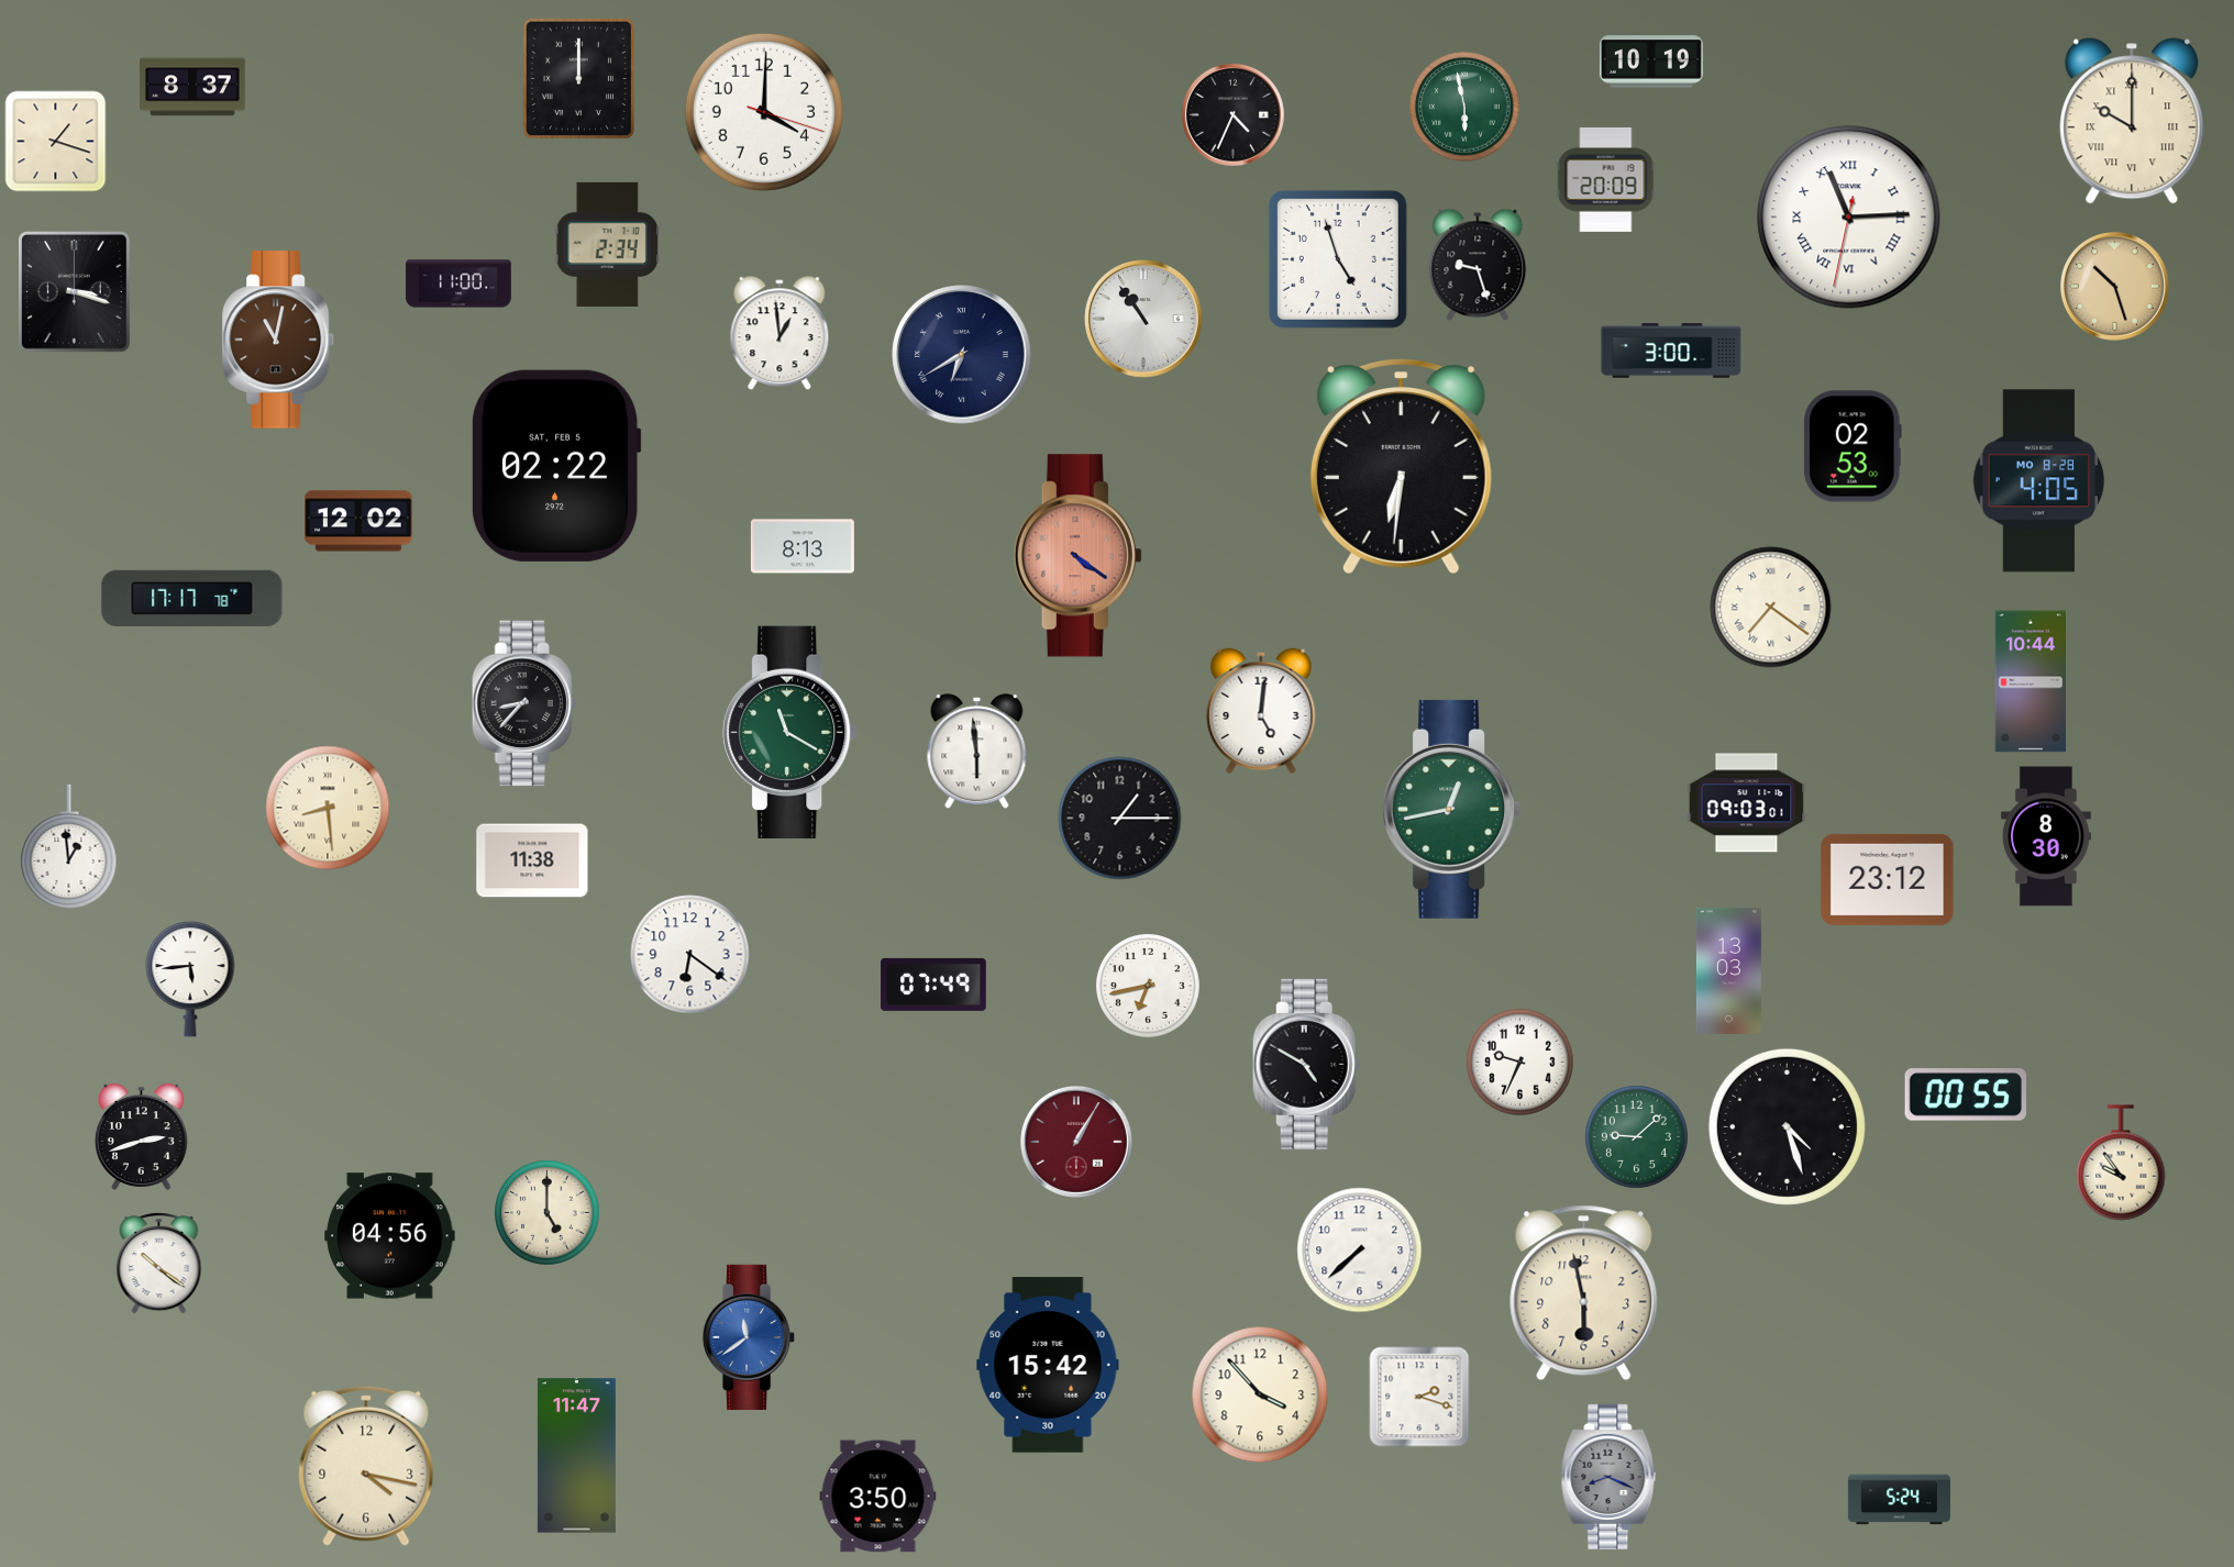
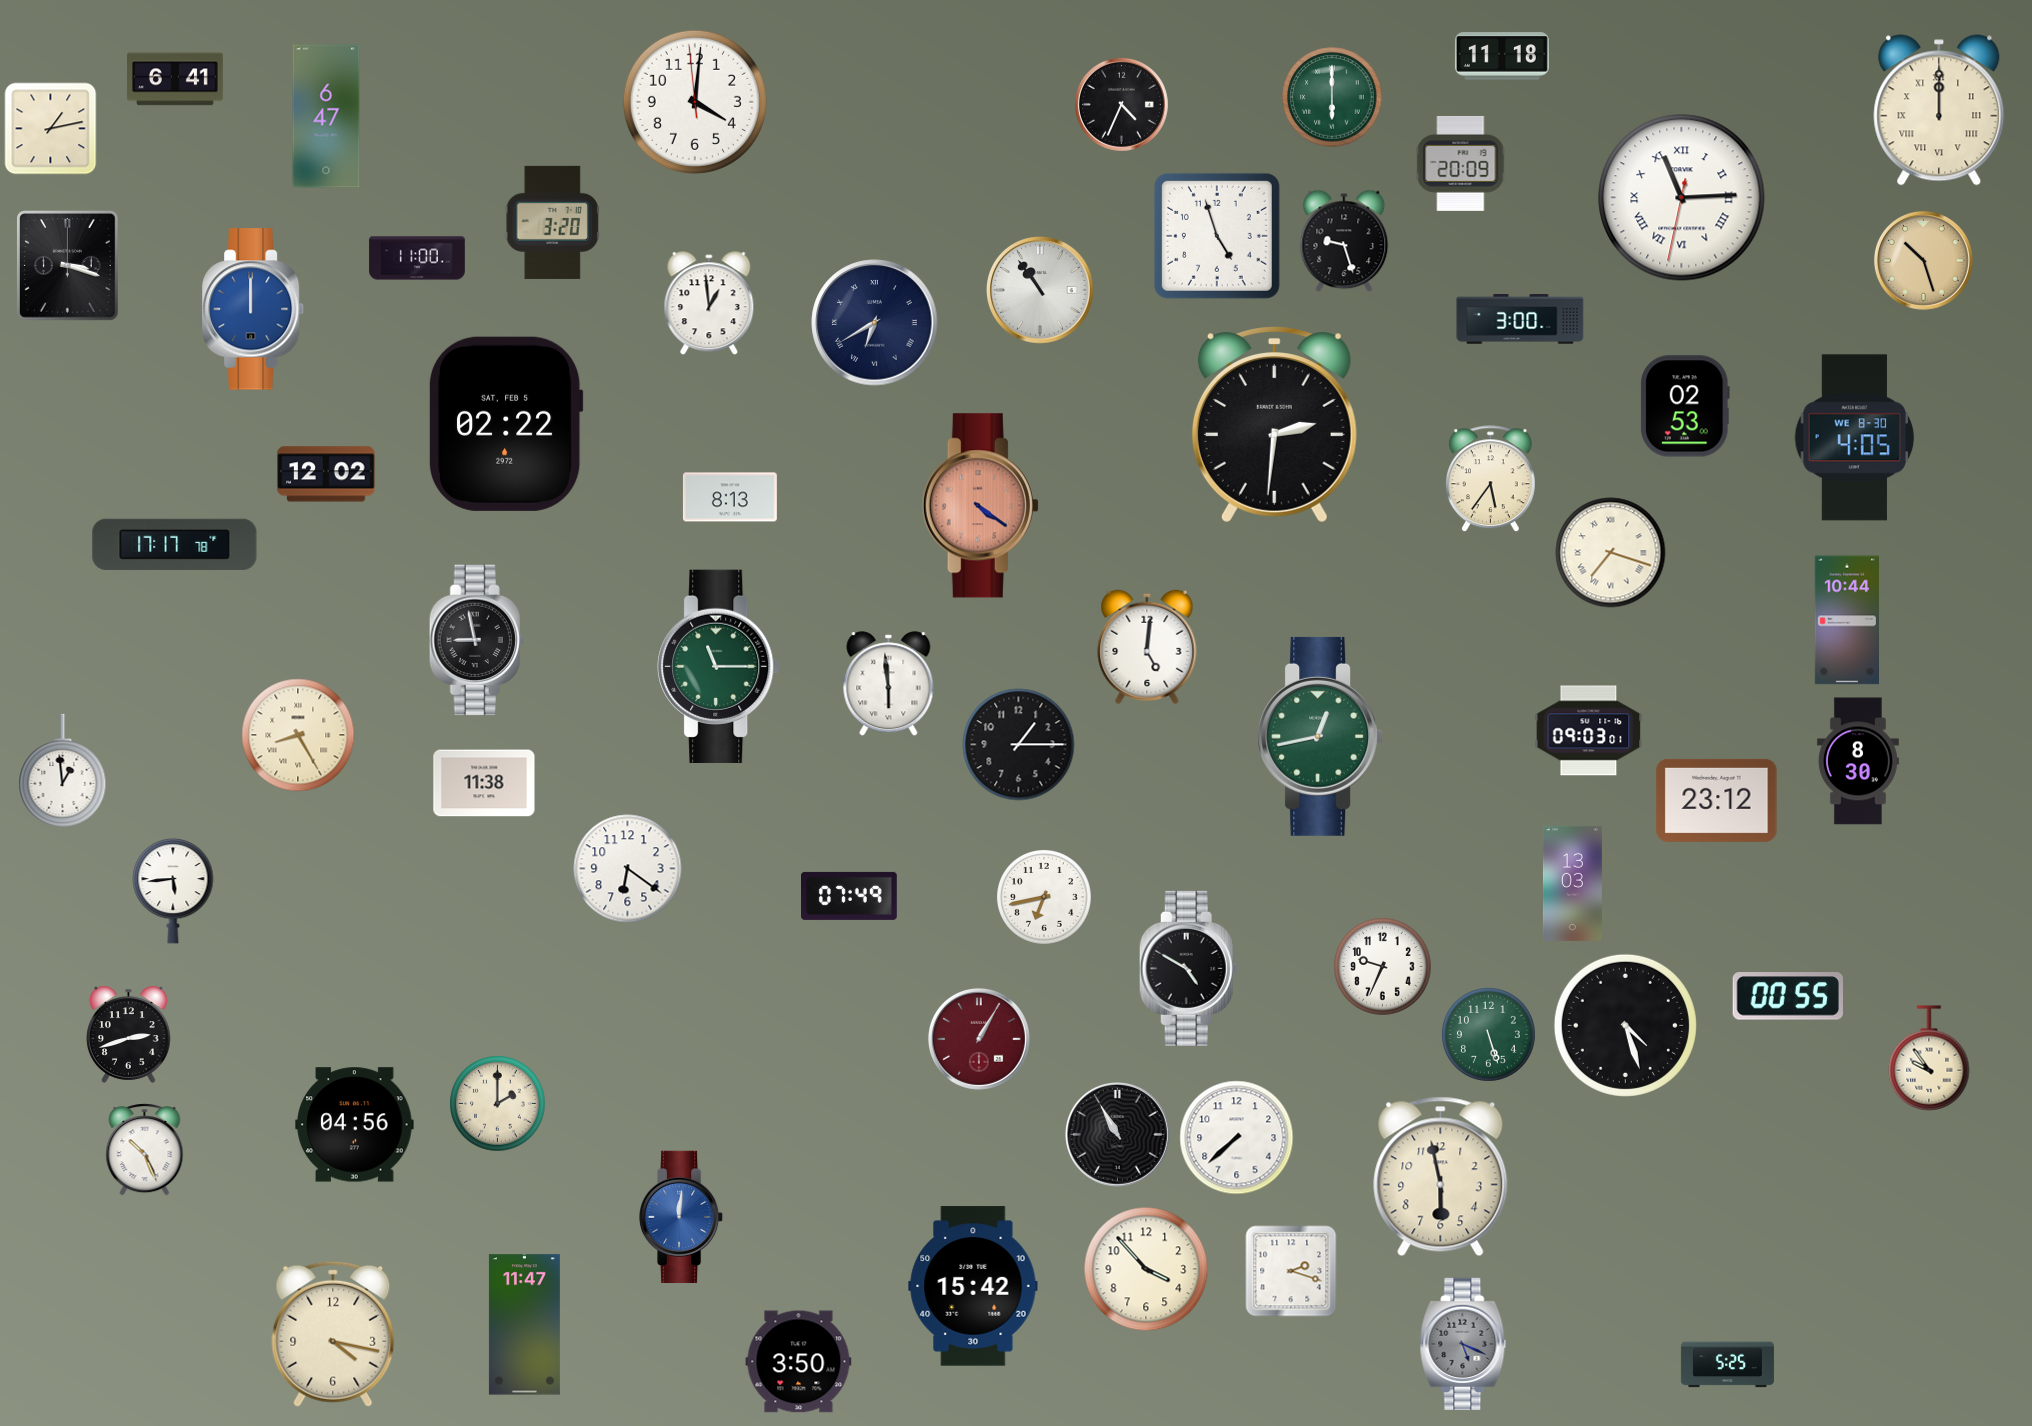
clock at (1651, 62): 10:19 -> 11:18
clock at (578, 78): 12:00 -> none
clock at (192, 87): 8:37 -> 6:41
clock at (1464, 107): 5:58 -> 6:00
clock at (764, 112): 4:00:18 -> 4:00:59
clock at (2132, 121): 10:00 -> 12:00
clock at (326, 116): none -> 6:47
clock at (56, 142): 1:18 -> 1:13
clock at (607, 244): 2:34 -> 3:20
clock at (279, 340): 11:02 -> 12:00
clock at (279, 340) dial: brown -> blue
clock at (1401, 467): 6:31 -> 2:31
clock at (2039, 481) date: MO 8-28 -> WE 8-30
clock at (1490, 479): none -> 5:36
clock at (1771, 608): 7:21 -> 7:18
clock at (524, 703): 8:37 -> 8:58
clock at (790, 732): 11:20 -> 11:15
clock at (328, 808): 8:29 -> 8:25
clock at (2046, 836) position: (2046, 836) -> (1858, 761)
clock at (1637, 1137): 9:08 -> 5:27
clock at (548, 1213): 5:00 -> 2:00
clock at (1118, 1135): none -> 10:55
clock at (159, 1264): 10:21 -> 10:26
clock at (750, 1336): 11:39 -> 12:01
clock at (1048, 1365) position: (1048, 1365) -> (973, 1286)
clock at (1608, 1476): 8:19 -> 5:19
clock at (1899, 1500): 5:24 -> 5:25
